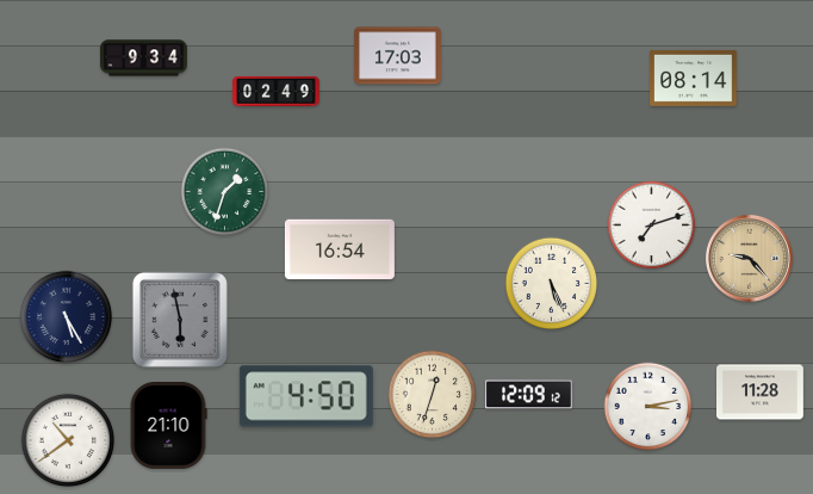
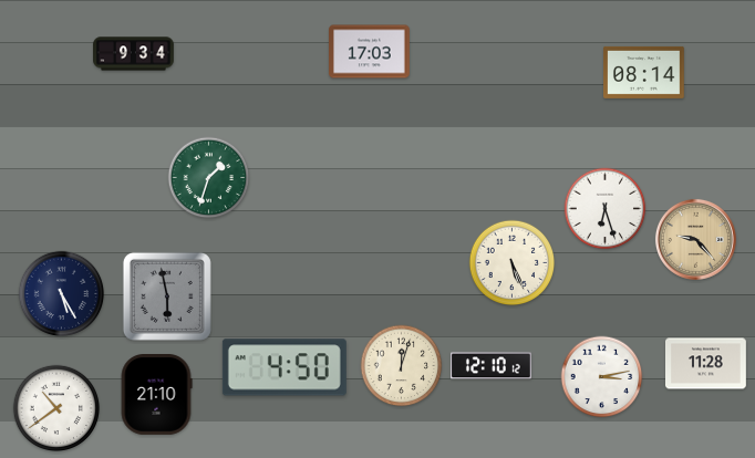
clock at (277, 91): 02:49 -> none
clock at (652, 226): 7:12 -> 6:27
clock at (340, 248): 16:54 -> none
clock at (433, 395): 12:33 -> 12:03
clock at (529, 395): 12:09 -> 12:10
clock at (67, 439) position: (67, 439) -> (55, 407)
